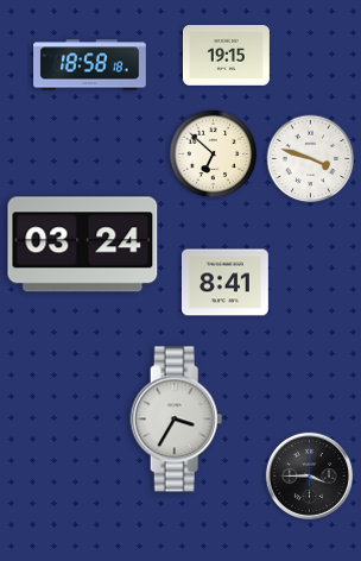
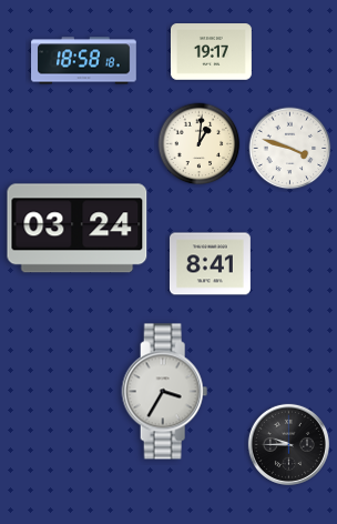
clock at (226, 56): 19:15 -> 19:17
clock at (214, 155): 6:52 -> 1:01
clock at (309, 475): 3:45 -> 9:45
